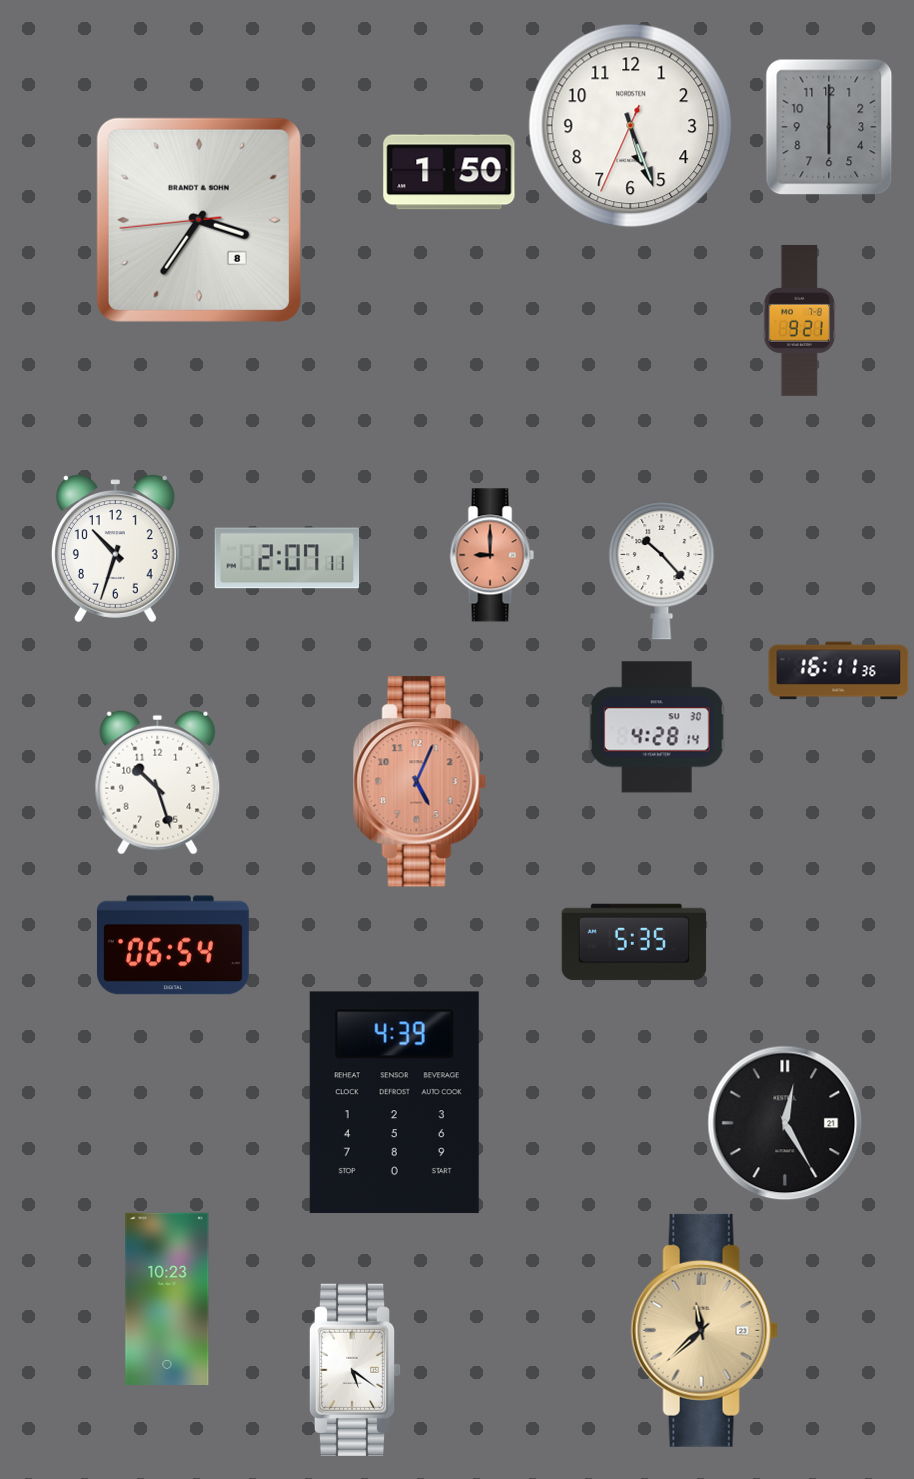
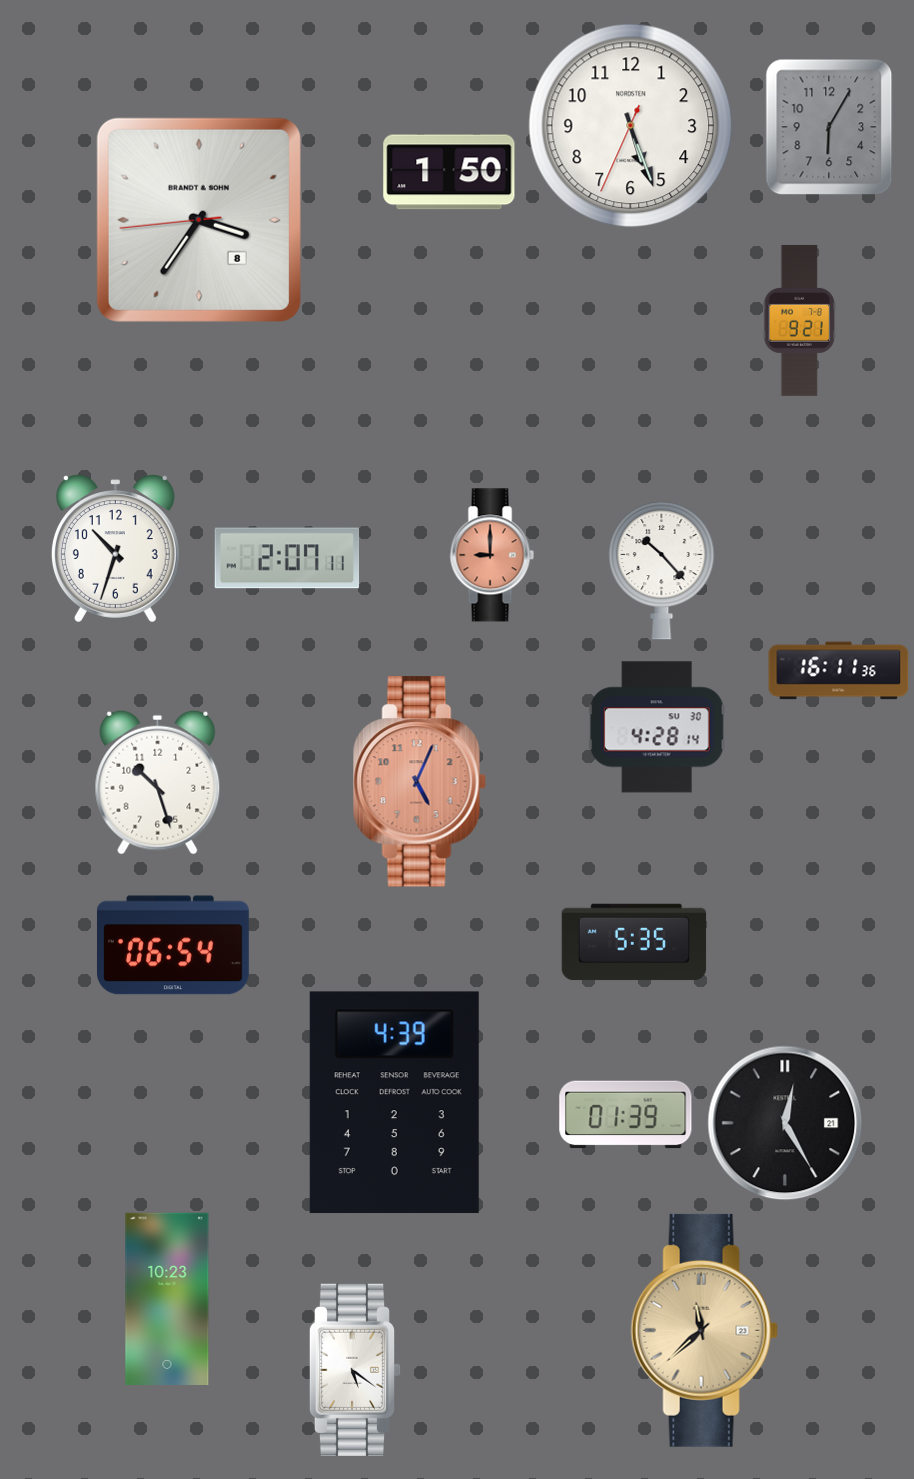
clock at (829, 127): 6:00 -> 6:05
clock at (626, 1115): none -> 01:39
